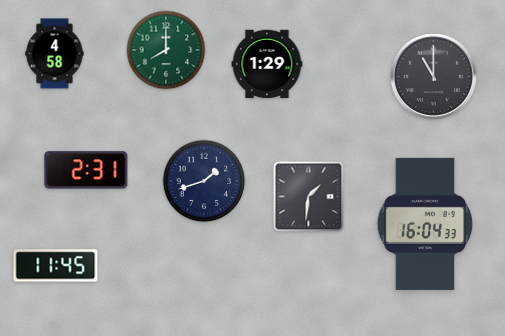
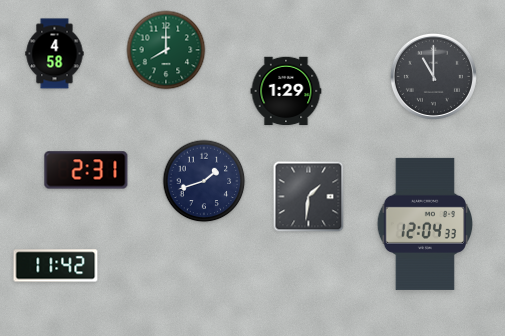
clock at (267, 64) position: (267, 64) -> (286, 91)
clock at (425, 224): 16:04 -> 12:04
clock at (56, 266): 11:45 -> 11:42
